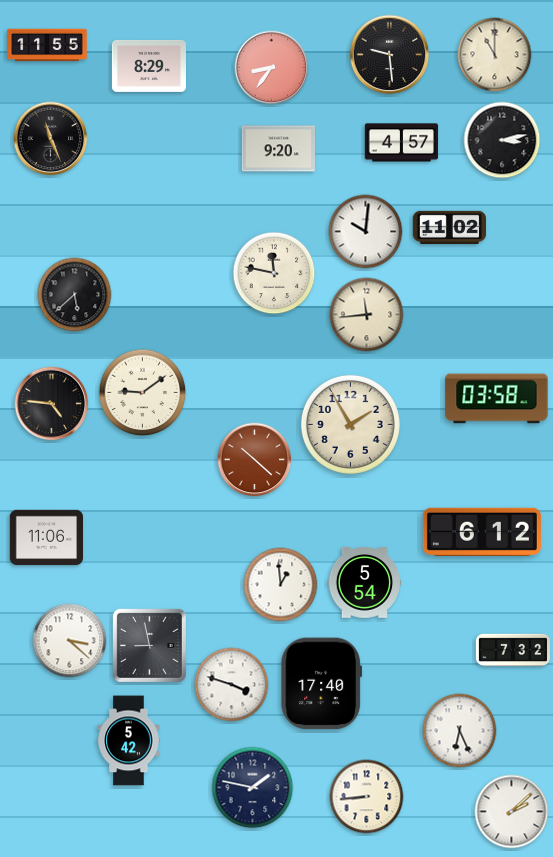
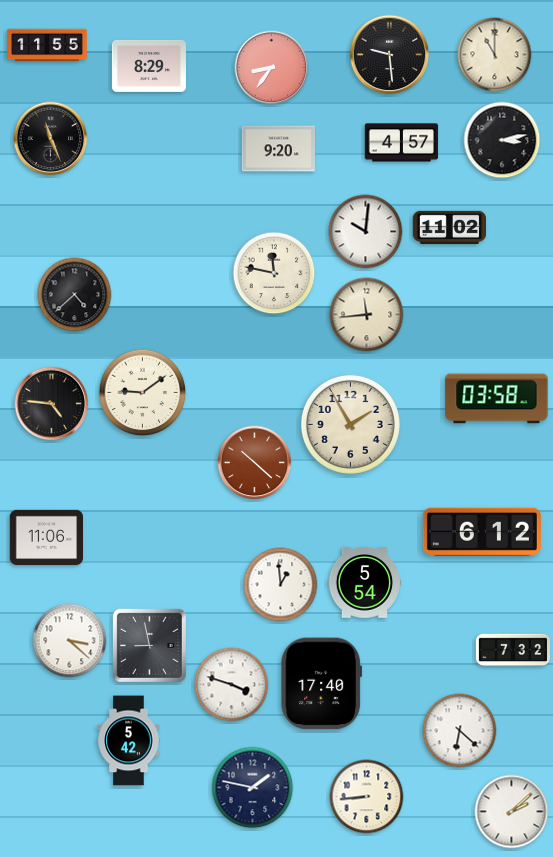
clock at (75, 295): 5:38 -> 4:38
clock at (255, 460) position: (255, 460) -> (255, 463)
clock at (460, 731): 6:26 -> 6:22
